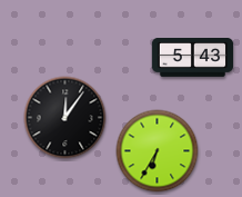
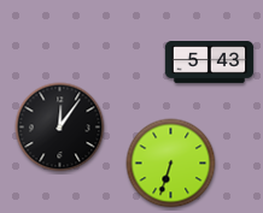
clock at (65, 118) position: (65, 118) -> (60, 128)
clock at (158, 151): 6:35 -> 6:33
